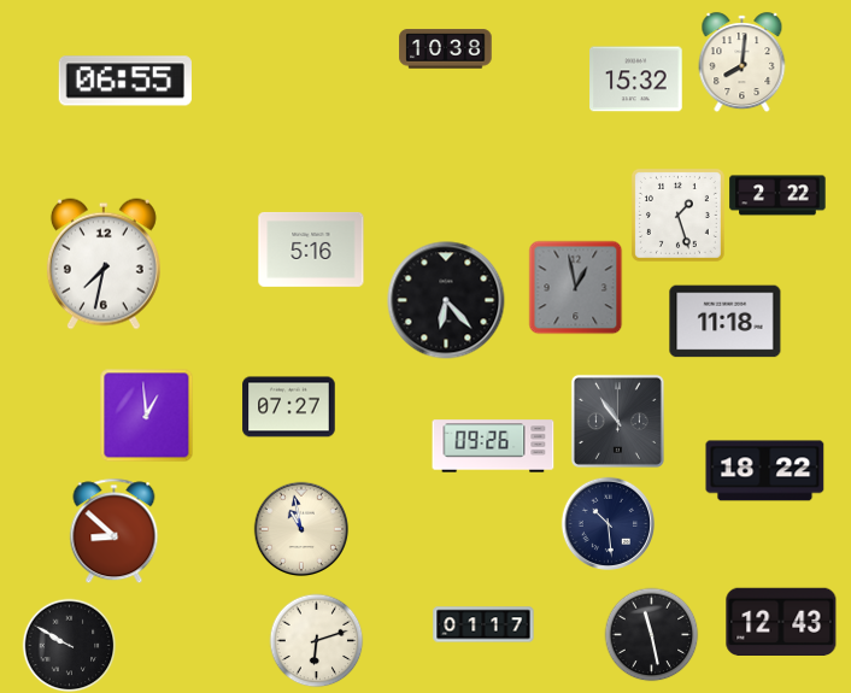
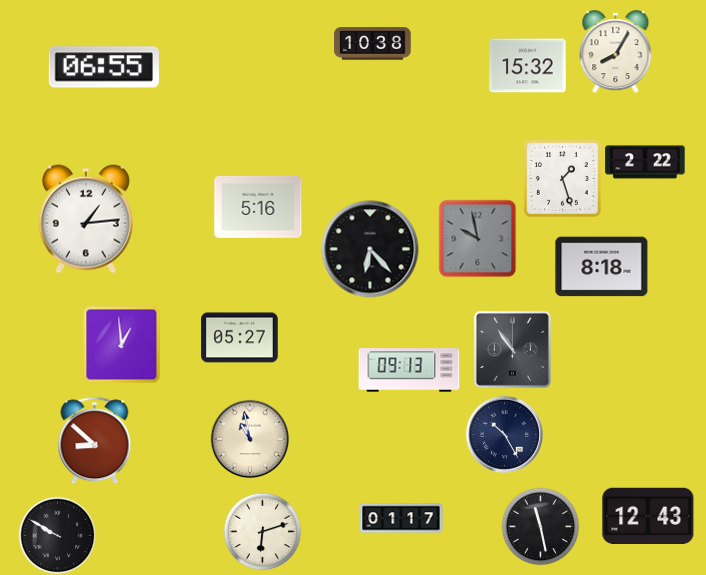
clock at (446, 49) position: (446, 49) -> (373, 44)
clock at (743, 63): 8:01 -> 8:05
clock at (104, 264): 7:32 -> 1:14
clock at (575, 287): 12:58 -> 9:58
clock at (726, 322): 11:18 -> 8:18
clock at (289, 407): 07:27 -> 05:27
clock at (493, 446): 09:26 -> 09:13
clock at (765, 471): 18:22 -> none
clock at (608, 523): 10:29 -> 10:25
